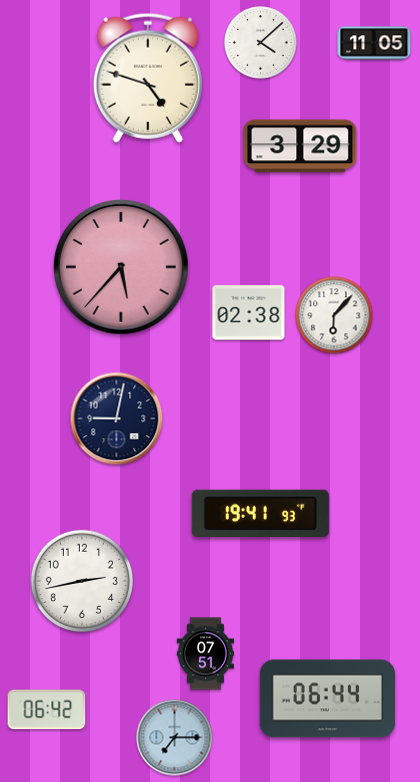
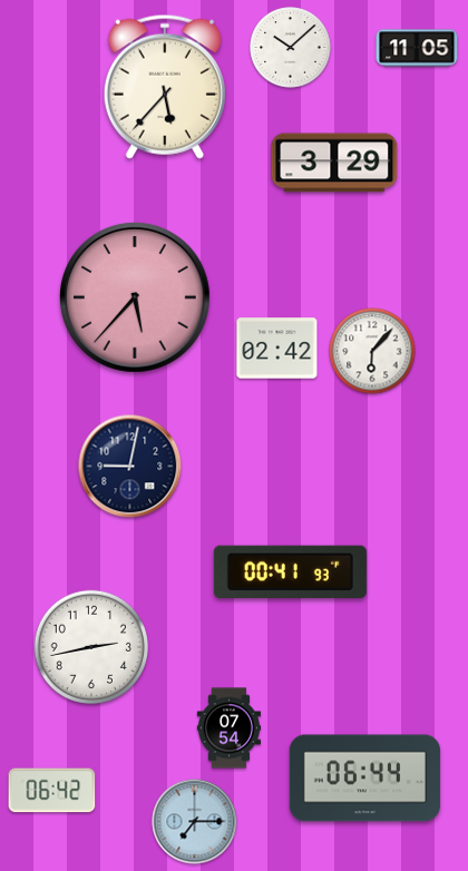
clock at (261, 43): 4:08 -> 10:08
clock at (148, 78): 4:48 -> 5:37
clock at (249, 313): 02:38 -> 02:42
clock at (260, 514): 19:41 -> 00:41
clock at (205, 654): 07:51 -> 07:54
